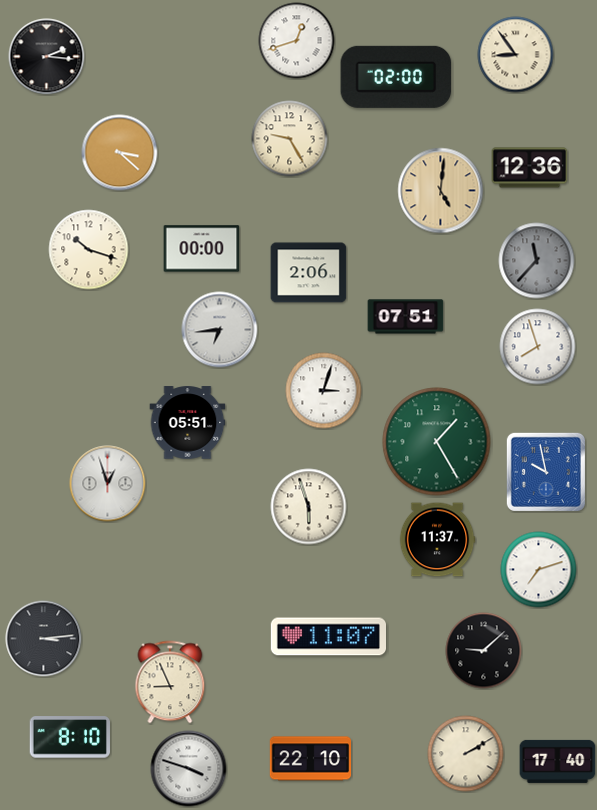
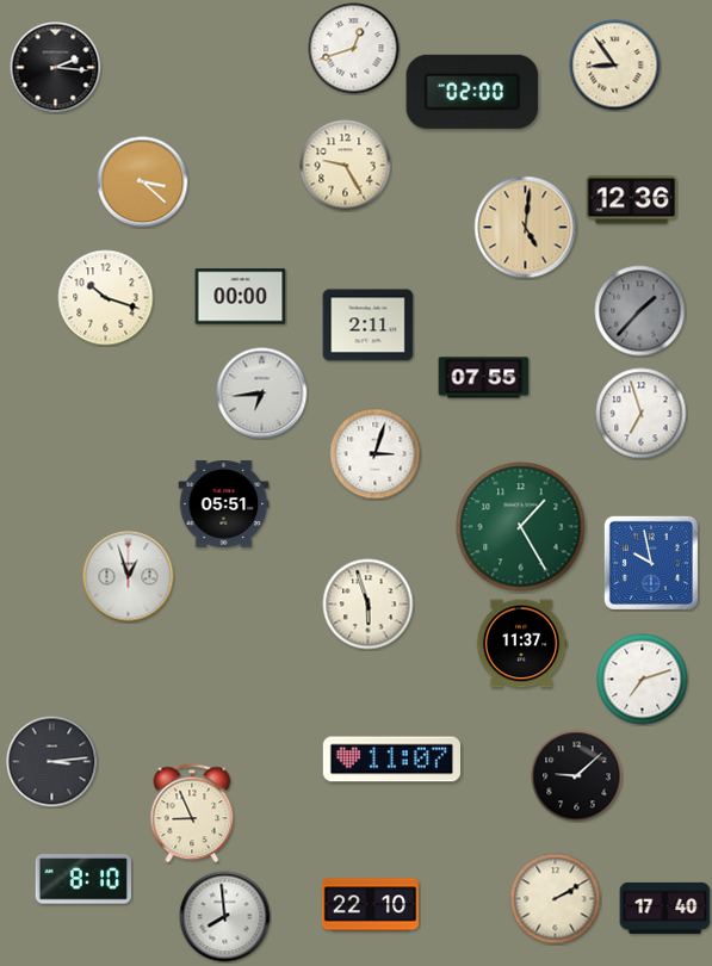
clock at (537, 261): 11:37 -> 1:37
clock at (309, 273): 2:06 -> 2:11
clock at (406, 317): 07:51 -> 07:55
clock at (538, 347): 7:57 -> 6:57
clock at (324, 391) position: (324, 391) -> (376, 454)
clock at (170, 682) position: (170, 682) -> (192, 813)
clock at (189, 769): 3:48 -> 7:59
